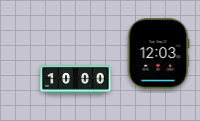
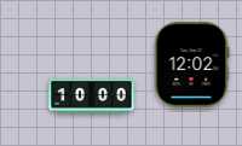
clock at (158, 54): 12:03 -> 12:02
